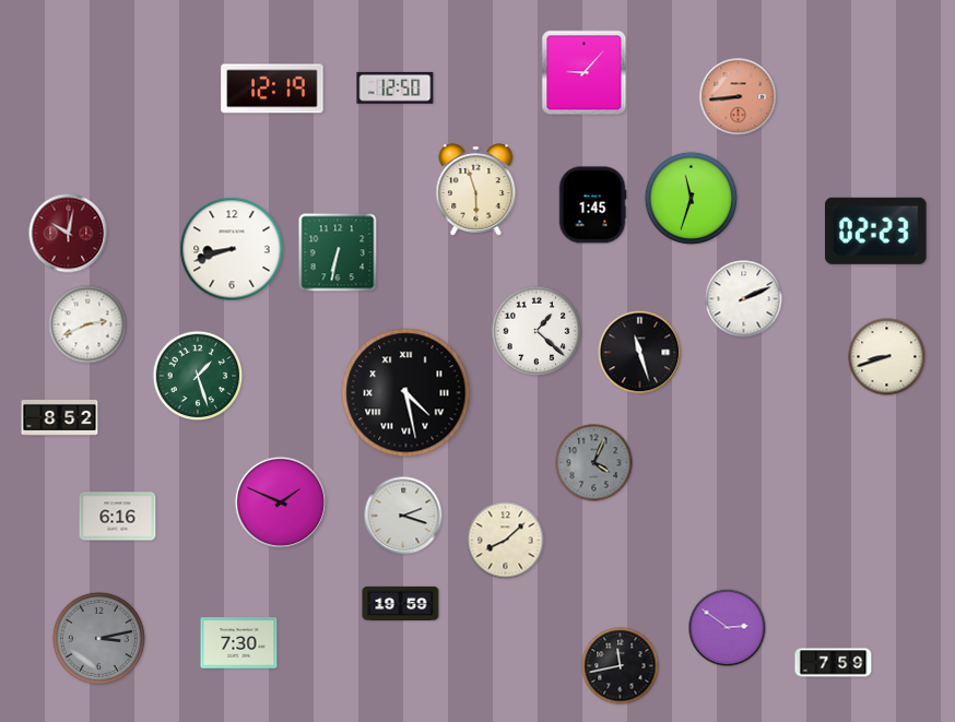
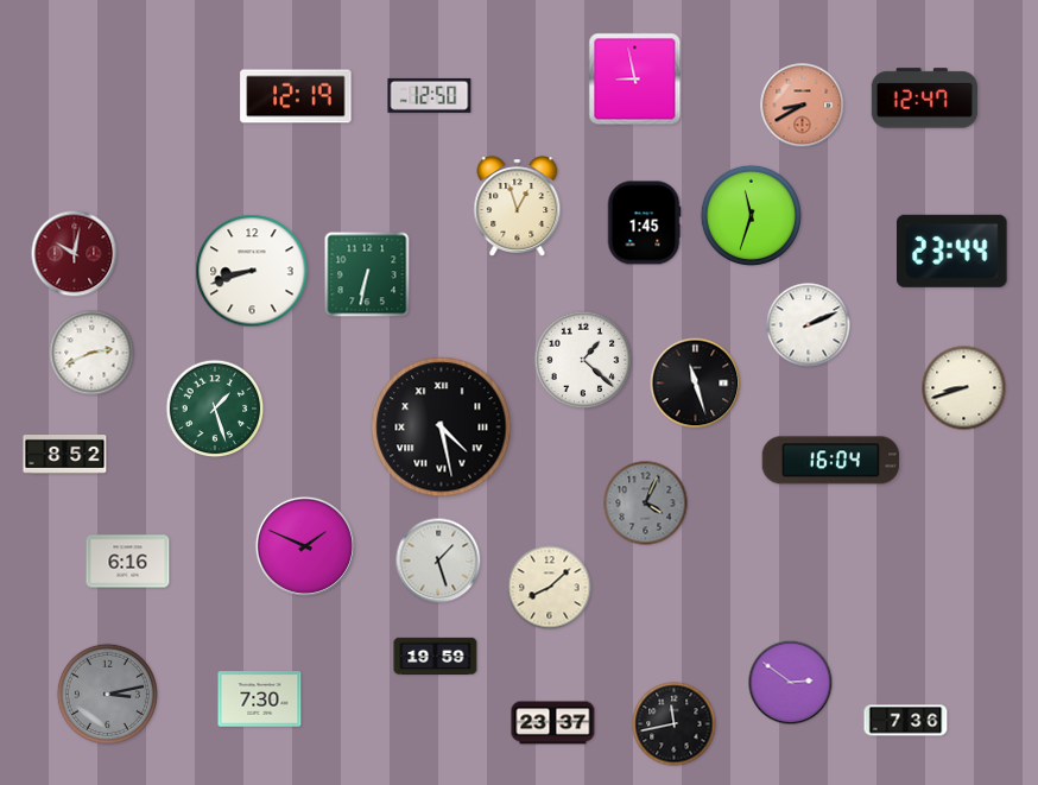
clock at (585, 73): 9:07 -> 8:58
clock at (924, 99): none -> 12:47
clock at (739, 97): 8:44 -> 8:40
clock at (476, 189): 5:57 -> 12:57
clock at (876, 230): 02:23 -> 23:44
clock at (87, 324) position: (87, 324) -> (91, 353)
clock at (831, 461): none -> 16:04
clock at (403, 516): 2:18 -> 1:27
clock at (834, 663): 7:59 -> 7:36
clock at (553, 723): none -> 23:37
